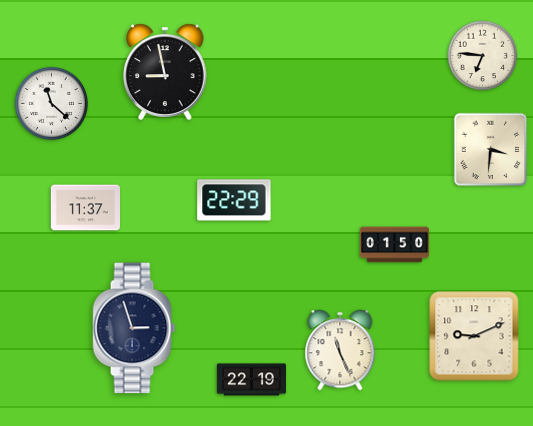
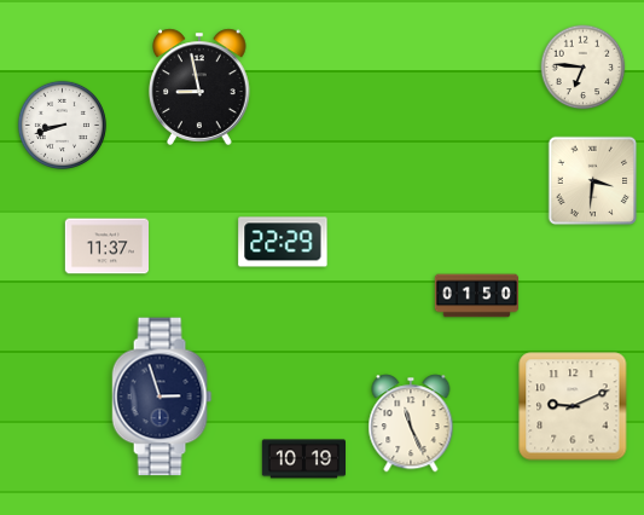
clock at (51, 103): 11:22 -> 8:42
clock at (85, 208) position: (85, 208) -> (106, 247)
clock at (251, 380): 22:19 -> 10:19
